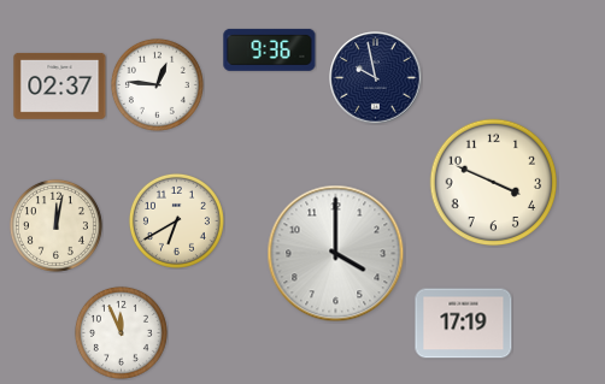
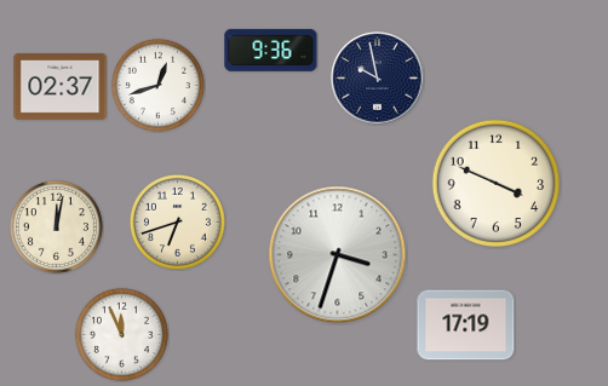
clock at (157, 84): 12:46 -> 12:42
clock at (176, 220): 6:40 -> 6:42
clock at (336, 254): 4:00 -> 3:33
